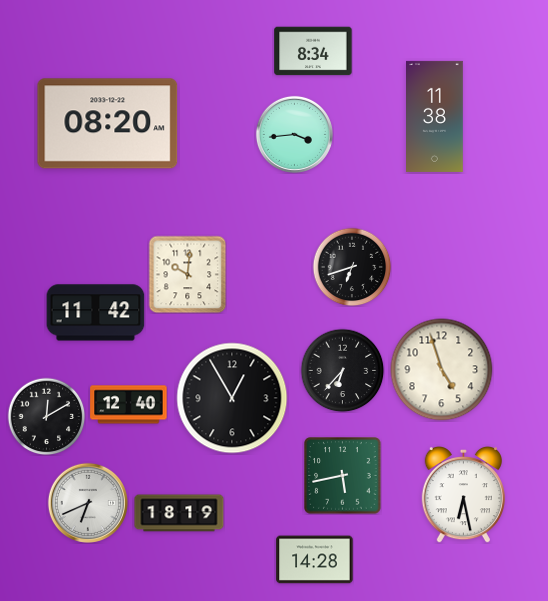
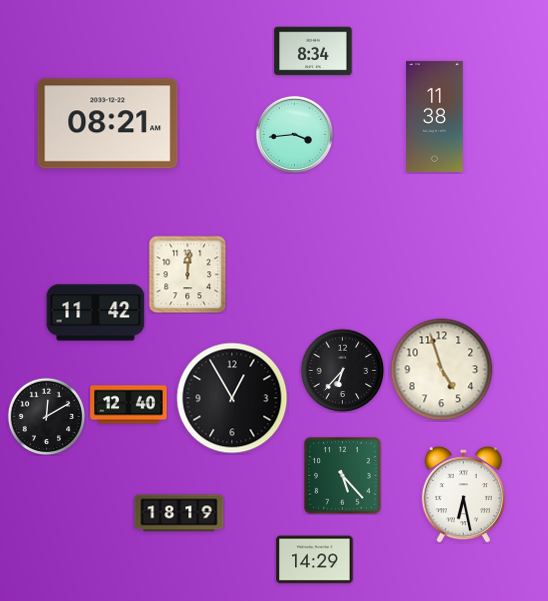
clock at (108, 124): 08:20 -> 08:21
clock at (352, 267): 6:42 -> none
clock at (187, 274): 10:01 -> 12:01
clock at (343, 476): 5:43 -> 5:23
clock at (88, 503): 6:41 -> none
clock at (315, 560): 14:28 -> 14:29
